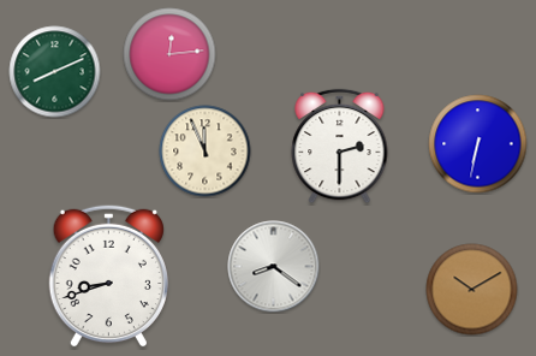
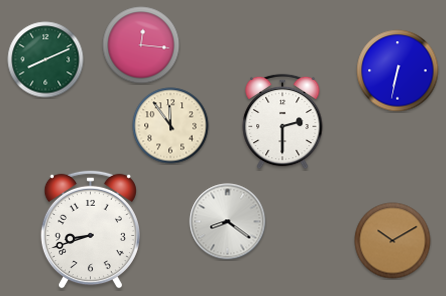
clock at (169, 54): 12:14 -> 12:16
clock at (478, 144) position: (478, 144) -> (398, 71)
clock at (206, 152): 11:56 -> 11:54
